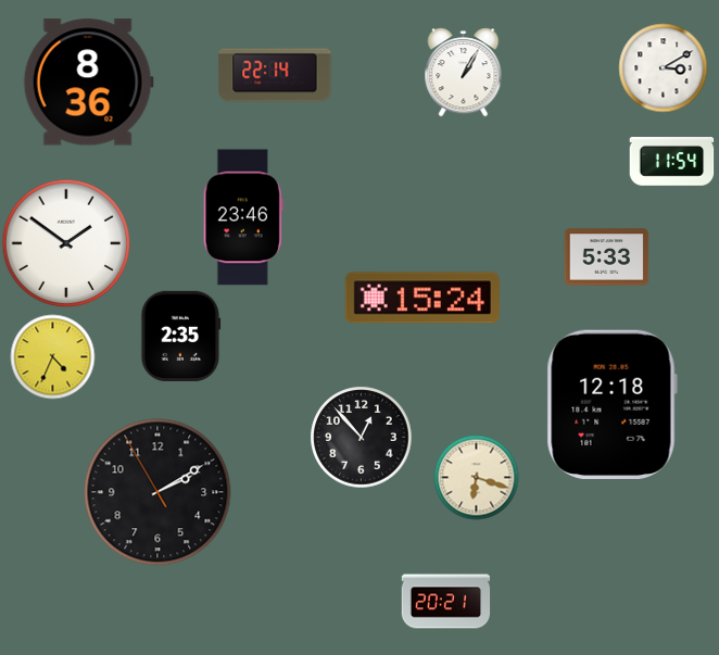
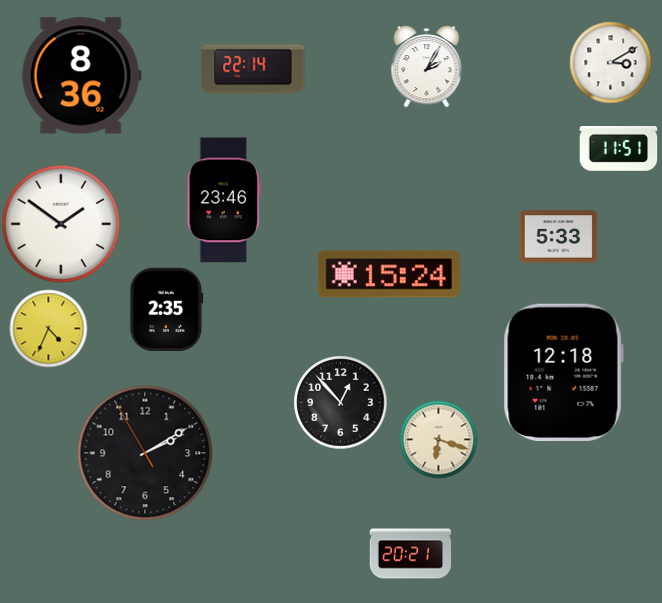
clock at (464, 72): 1:05 -> 2:05
clock at (671, 162): 11:54 -> 11:51
clock at (361, 437) position: (361, 437) -> (340, 402)
